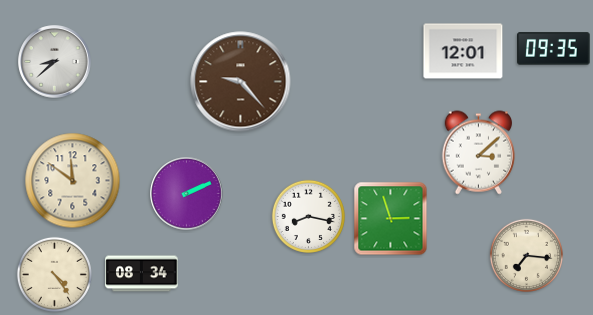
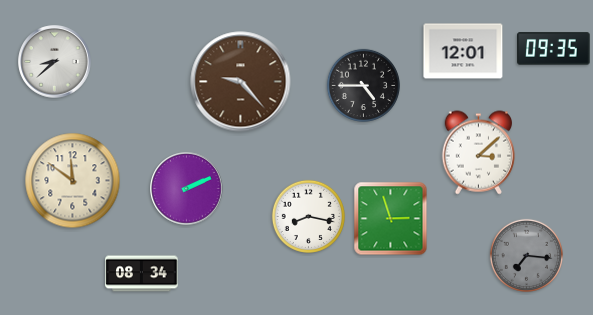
clock at (363, 85): none -> 4:45
clock at (187, 194) position: (187, 194) -> (187, 189)
clock at (526, 255) dial: cream -> grey
clock at (54, 274): 4:24 -> none
